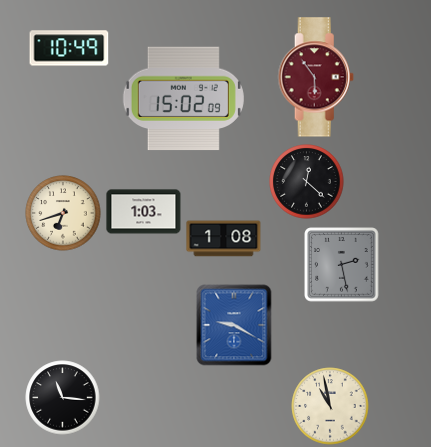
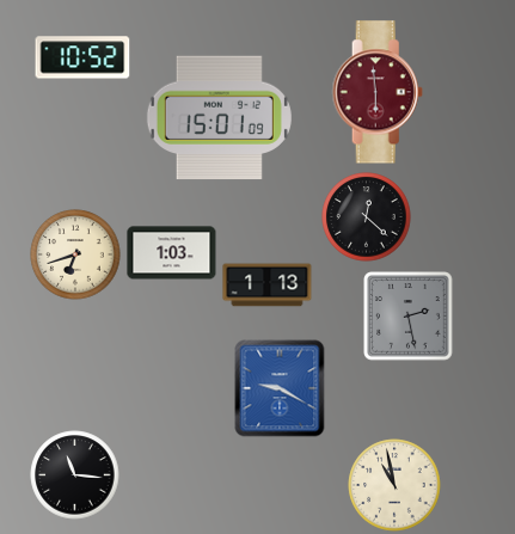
clock at (69, 48): 10:49 -> 10:52
clock at (316, 77): 5:54 -> 5:59
clock at (183, 99): 15:02 -> 15:01
clock at (224, 239): 1:08 -> 1:13
